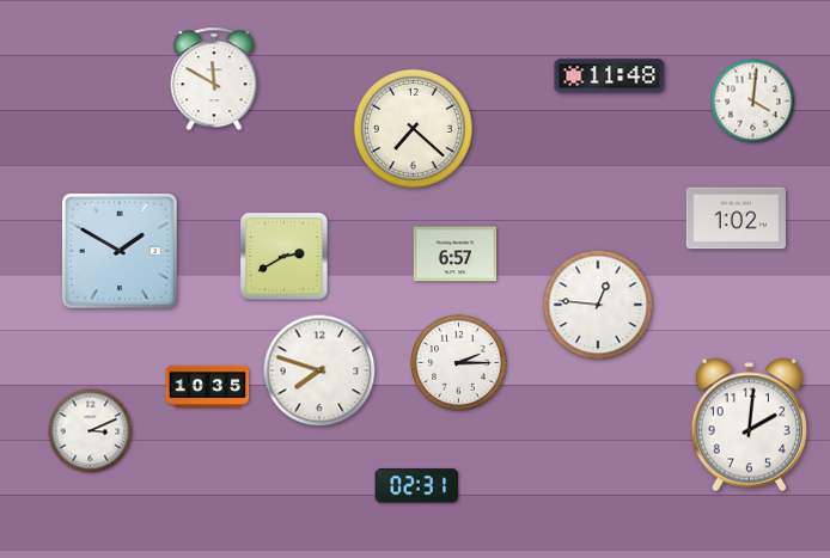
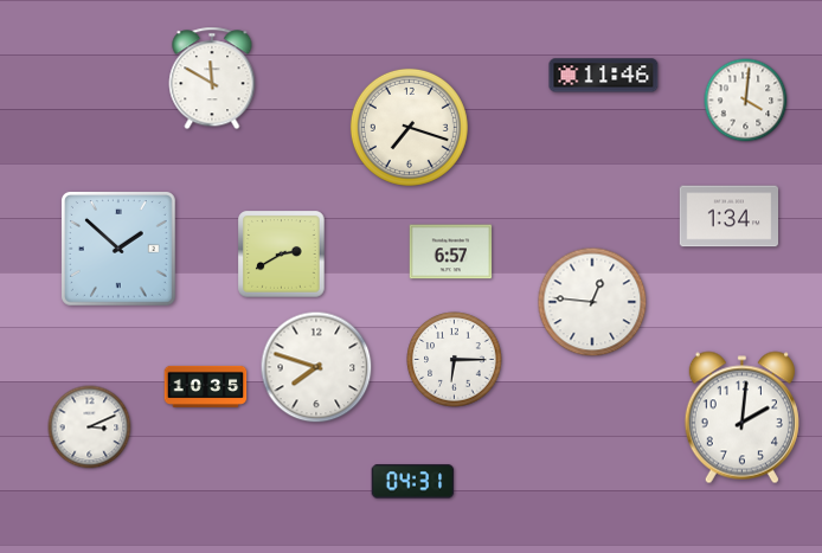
clock at (610, 76): 11:48 -> 11:46
clock at (413, 128): 7:22 -> 7:18
clock at (737, 219): 1:02 -> 1:34
clock at (120, 251): 1:50 -> 1:52
clock at (459, 363): 2:15 -> 6:15
clock at (208, 386) position: (208, 386) -> (206, 386)
clock at (749, 425) position: (749, 425) -> (741, 418)
clock at (417, 486): 02:31 -> 04:31
